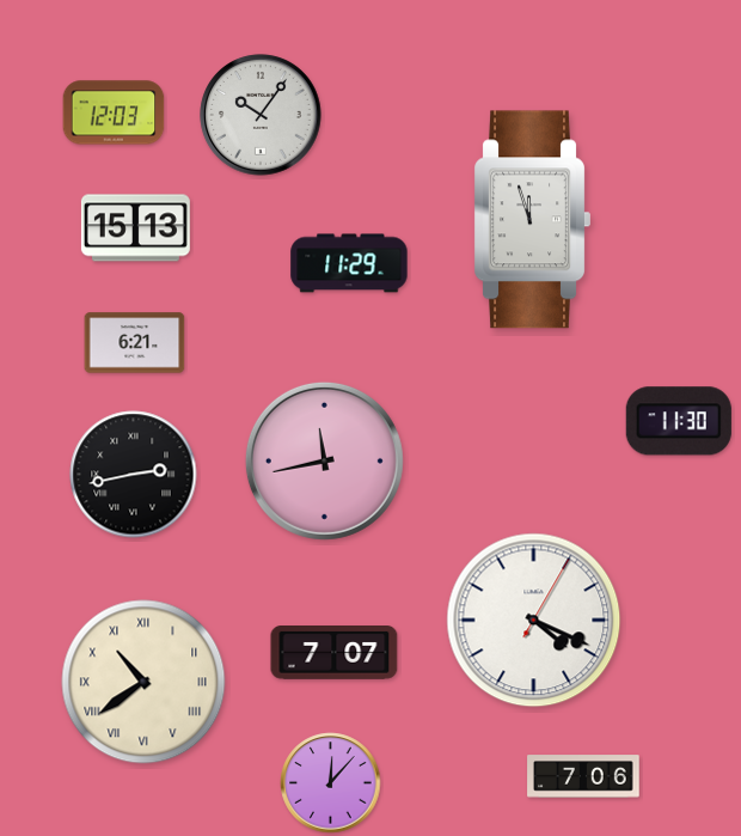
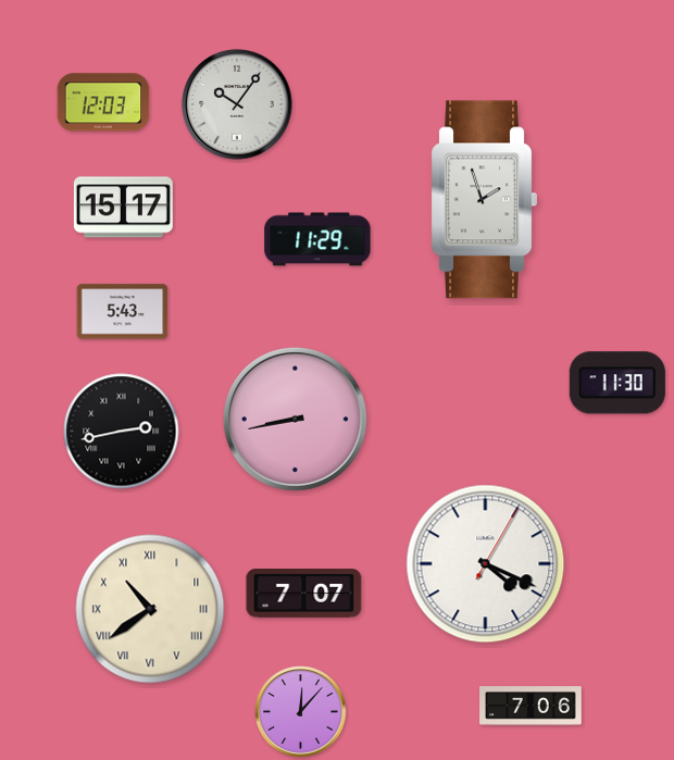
clock at (532, 220): 11:57 -> 1:57
clock at (135, 228): 15:13 -> 15:17
clock at (135, 343): 6:21 -> 5:43
clock at (324, 460): 11:43 -> 8:43
clock at (143, 682) position: (143, 682) -> (150, 609)
